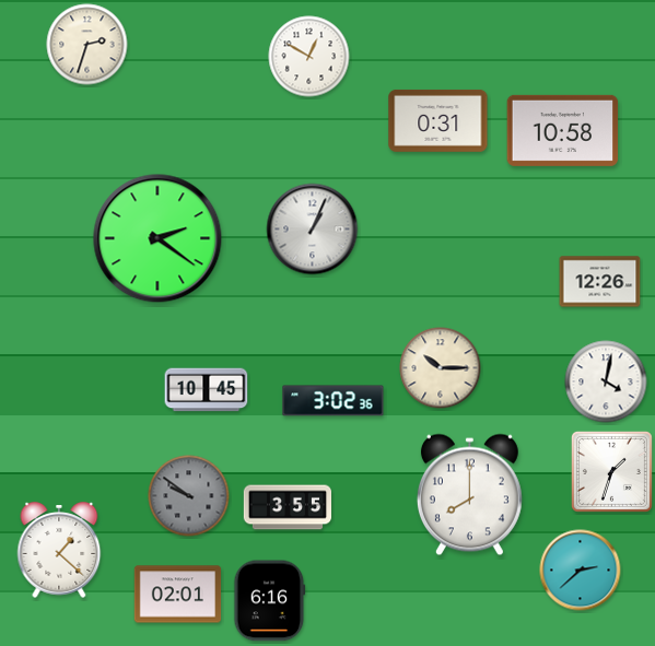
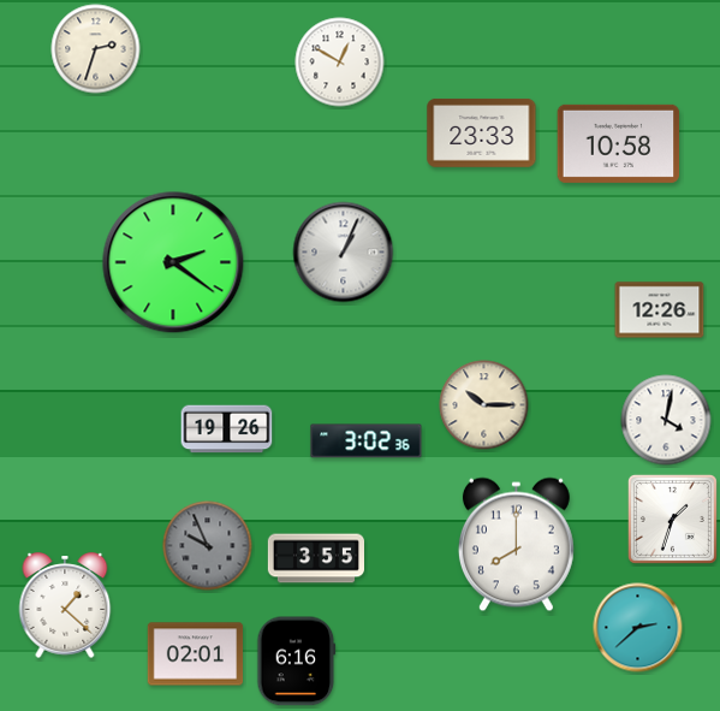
clock at (438, 120): 0:31 -> 23:33
clock at (207, 390): 10:45 -> 19:26
clock at (189, 496): 9:51 -> 9:56
